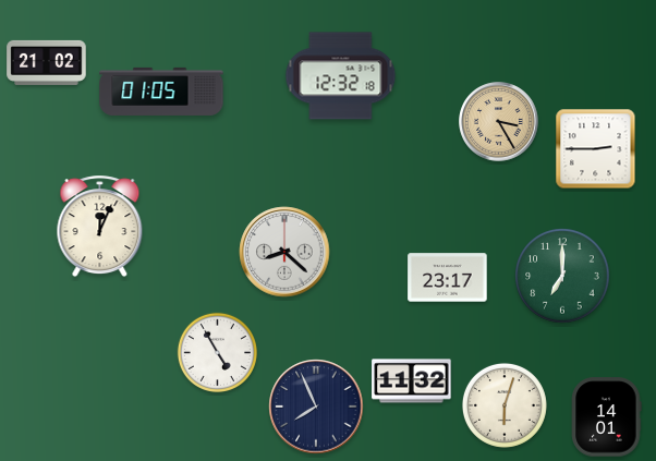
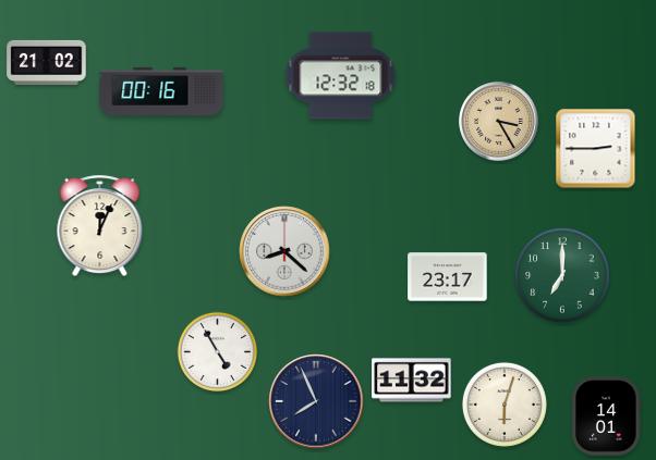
clock at (161, 92): 01:05 -> 00:16
clock at (316, 407) position: (316, 407) -> (316, 401)
